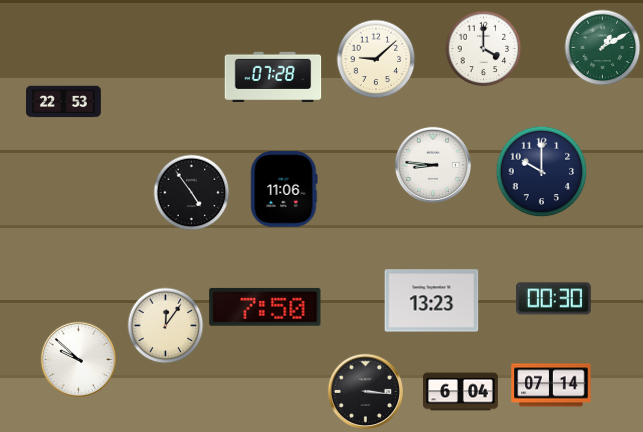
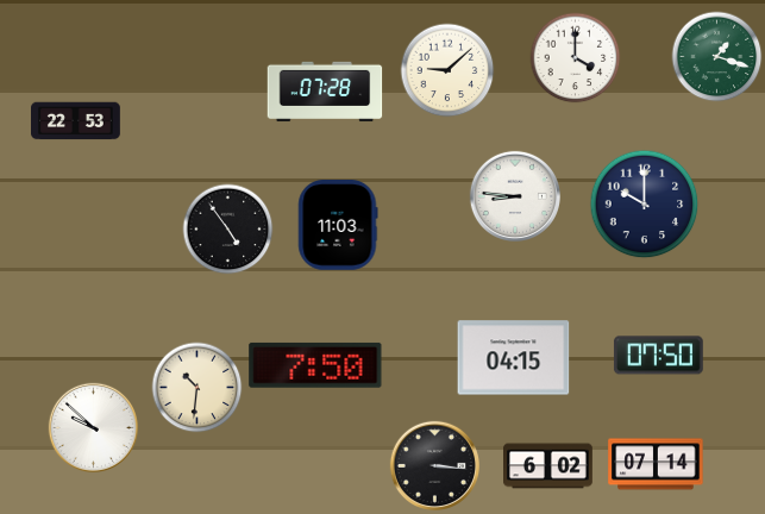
clock at (603, 48): 1:10 -> 1:18
clock at (284, 189): 11:06 -> 11:03
clock at (553, 299): 00:30 -> 07:50
clock at (432, 301): 13:23 -> 04:15
clock at (166, 326): 12:06 -> 10:31
clock at (551, 385) position: (551, 385) -> (656, 464)
clock at (461, 392): 6:04 -> 6:02
